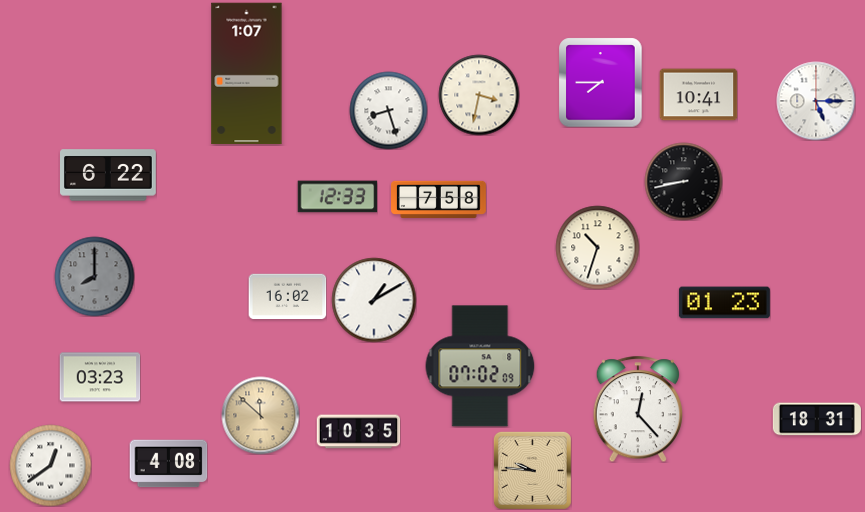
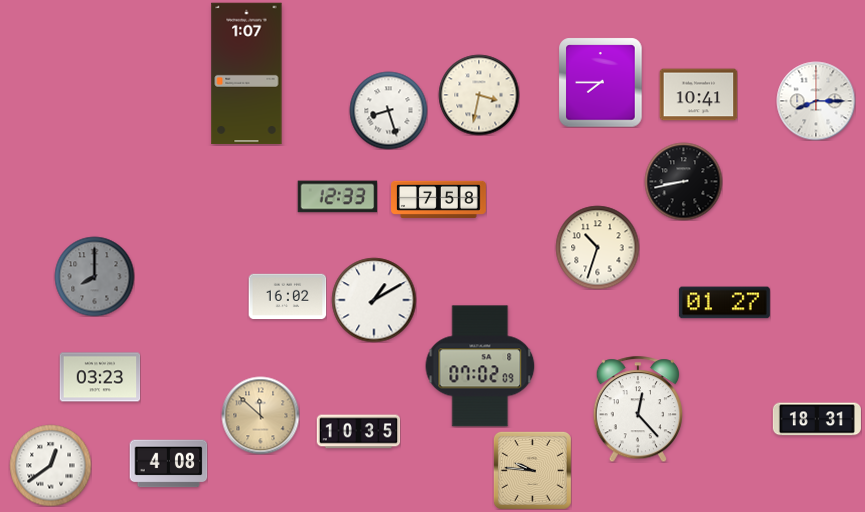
clock at (816, 101): 5:15 -> 8:15
clock at (109, 175): 6:22 -> none
clock at (724, 303): 01:23 -> 01:27
